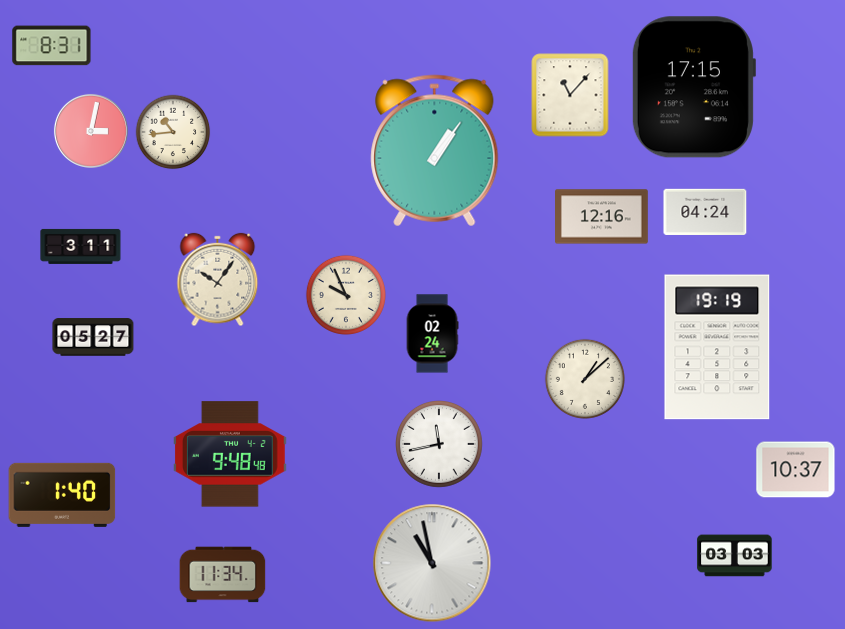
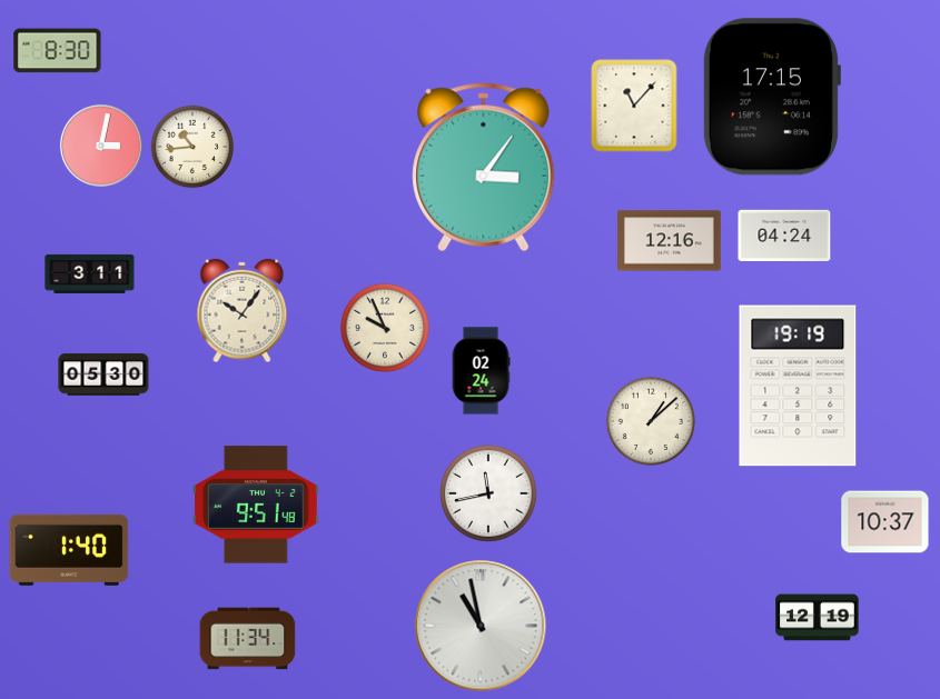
clock at (52, 46): 8:31 -> 8:30
clock at (435, 151): 1:06 -> 3:06
clock at (93, 337): 05:27 -> 05:30
clock at (231, 454): 9:48 -> 9:51
clock at (735, 556): 03:03 -> 12:19
